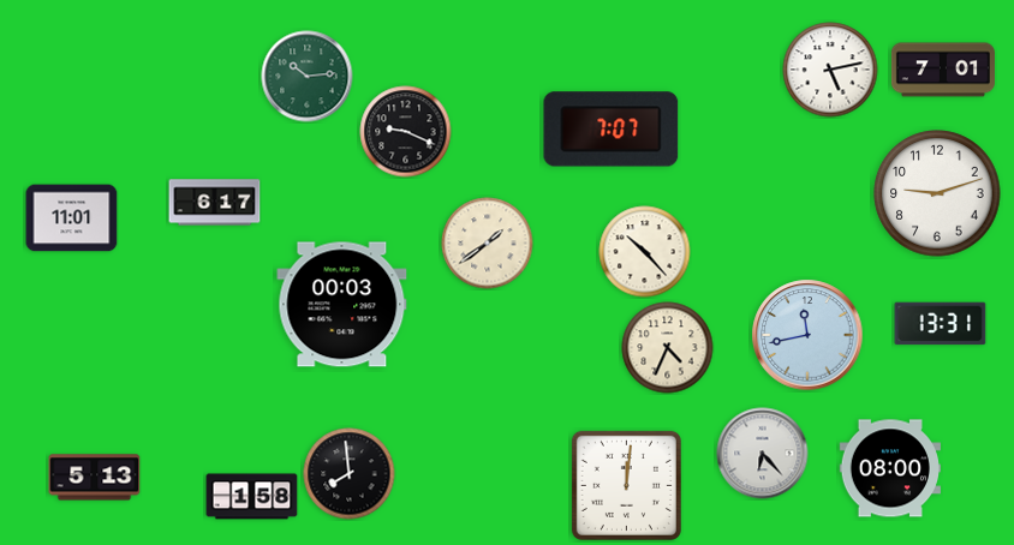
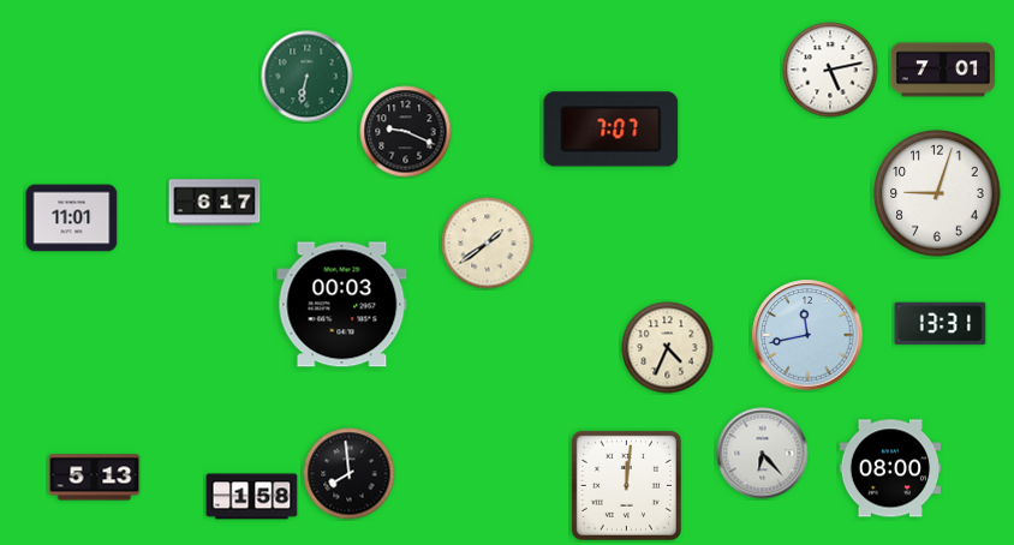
clock at (308, 77): 10:14 -> 6:32
clock at (937, 193): 9:12 -> 9:03
clock at (645, 252): 10:23 -> none
